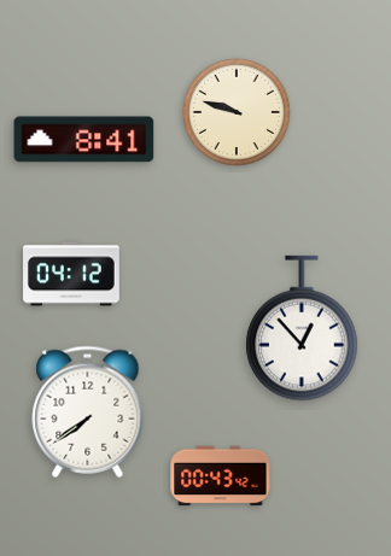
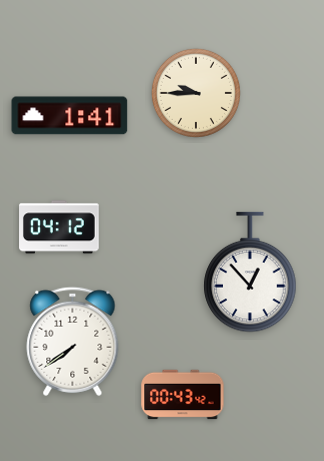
clock at (237, 112): 9:48 -> 9:45
clock at (84, 140): 8:41 -> 1:41
